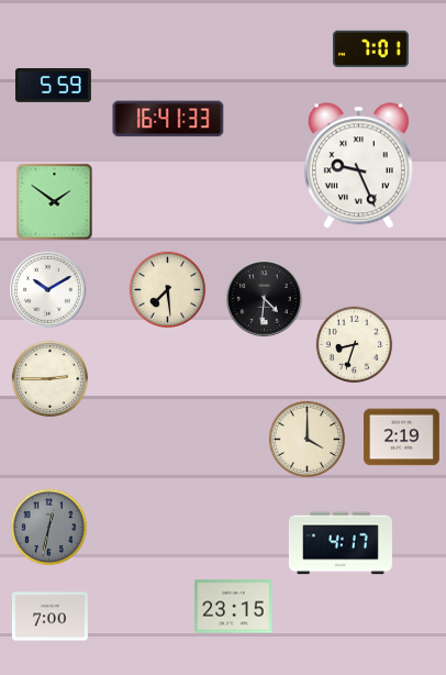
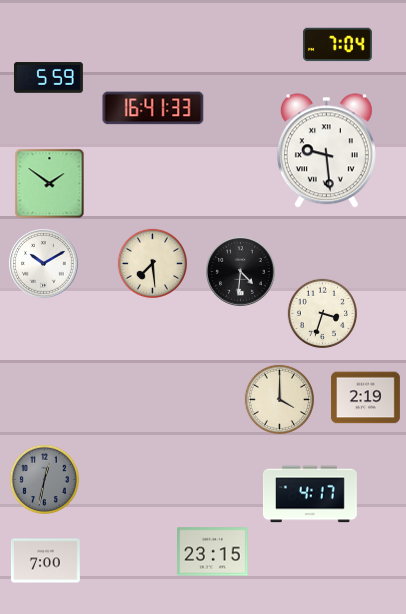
clock at (370, 49): 7:01 -> 7:04
clock at (358, 166): 9:26 -> 9:29
clock at (355, 345): 8:33 -> 3:33
clock at (51, 379): 2:45 -> none
